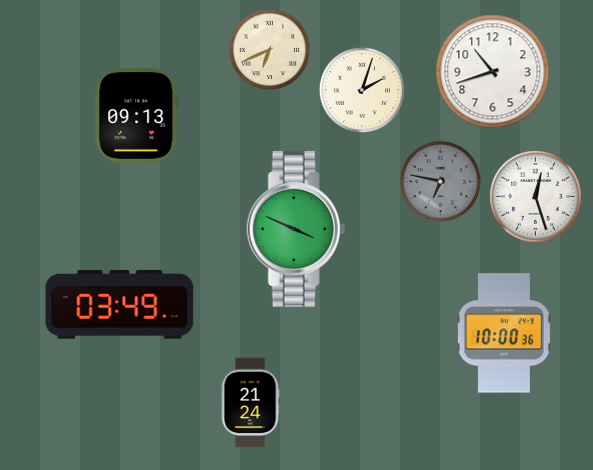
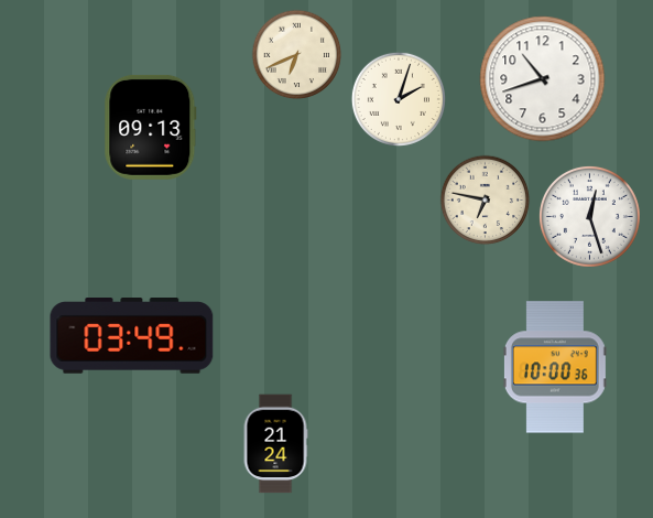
clock at (441, 182) dial: grey -> cream
clock at (296, 229): 3:49 -> none
